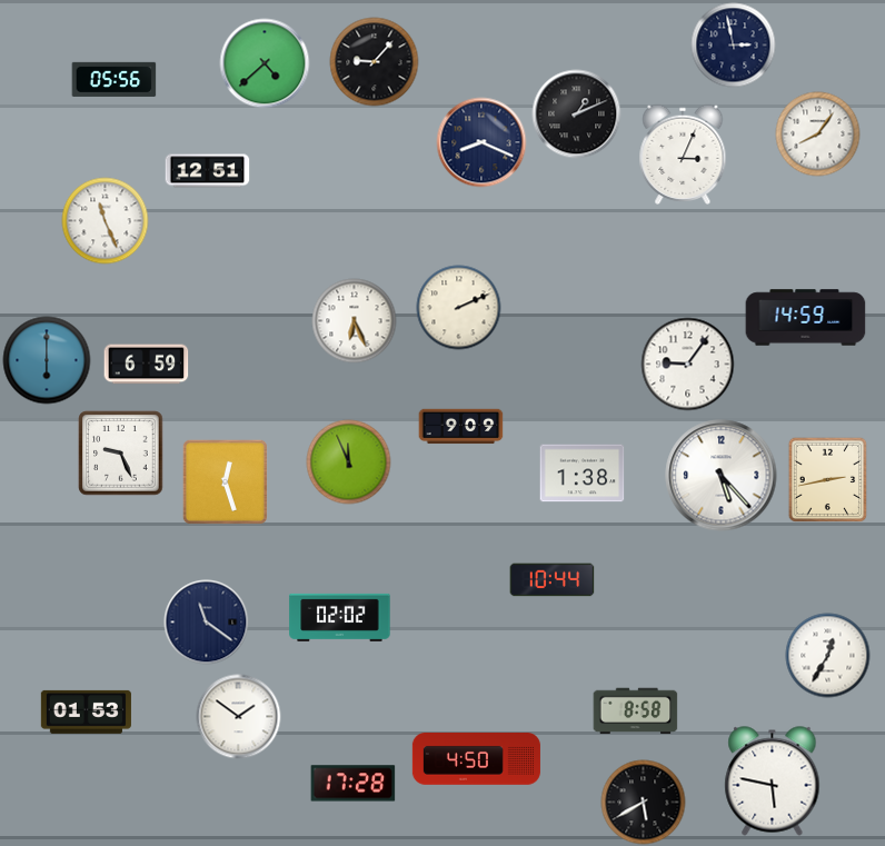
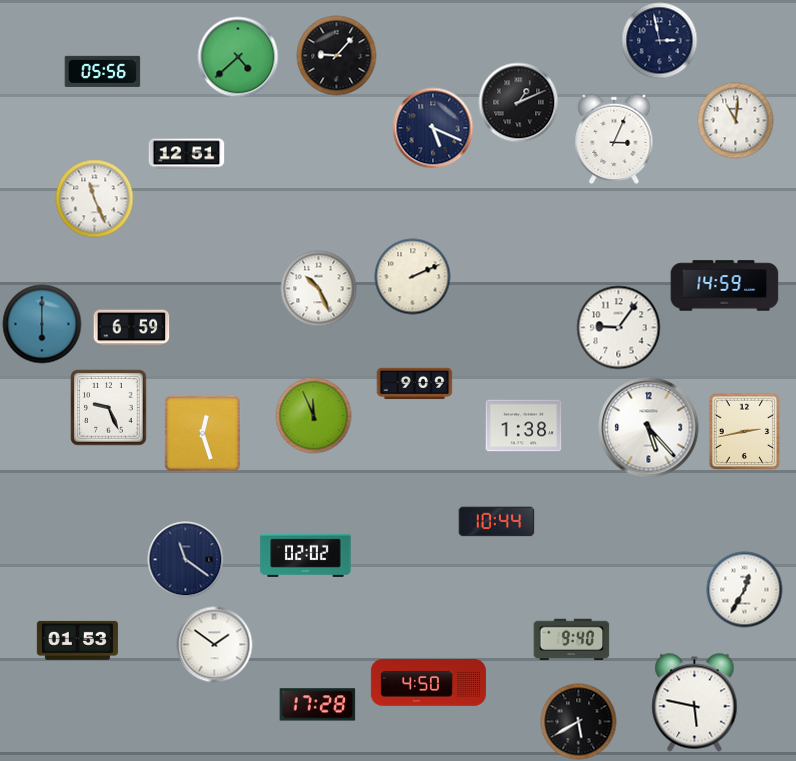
clock at (818, 135): 8:06 -> 11:01
clock at (481, 142): 8:19 -> 5:19
clock at (355, 321): 6:26 -> 10:26
clock at (636, 711): 8:58 -> 9:40
